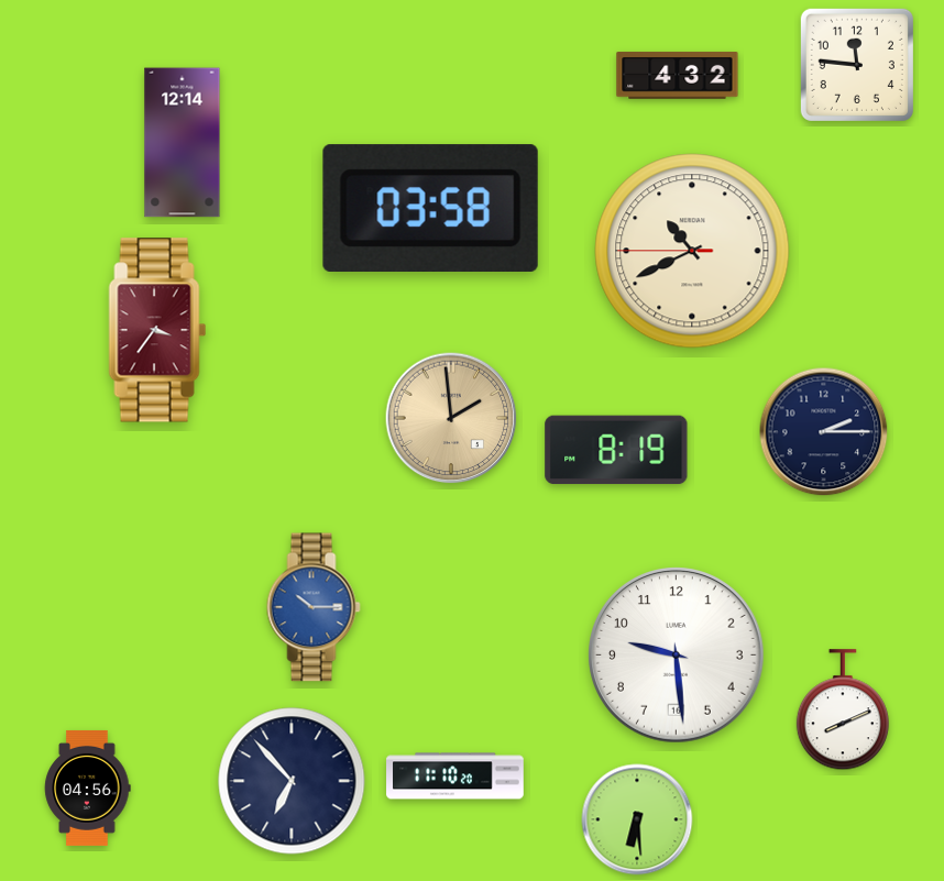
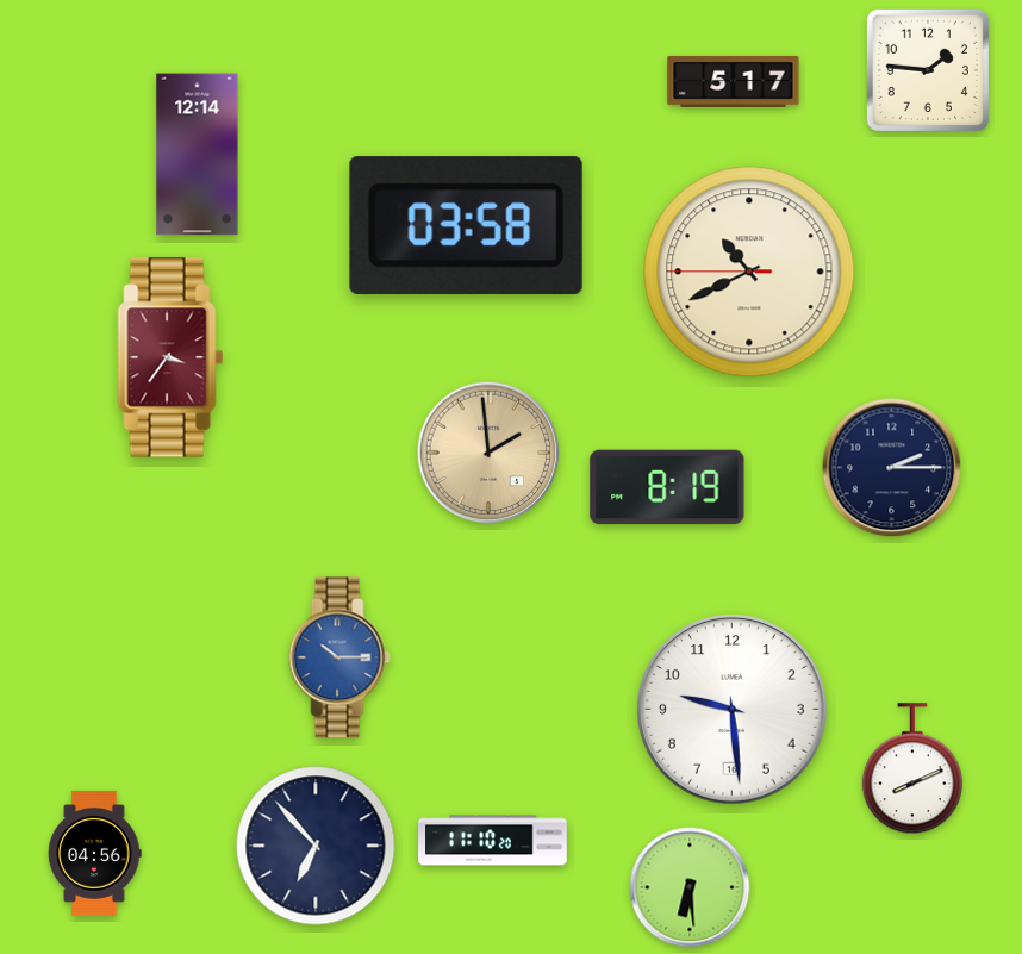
clock at (857, 65): 11:46 -> 1:46
clock at (678, 76): 4:32 -> 5:17
